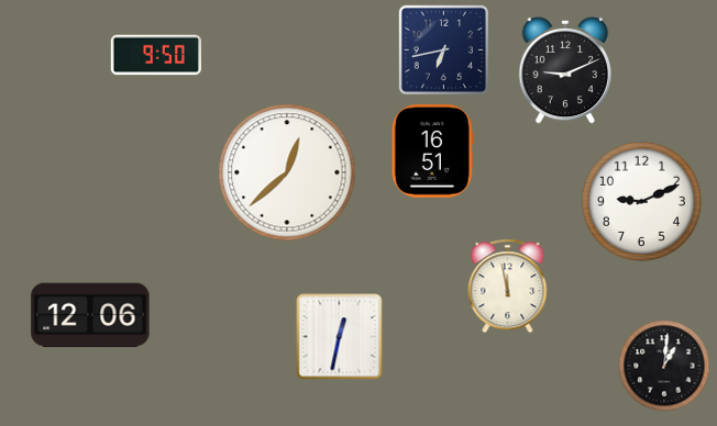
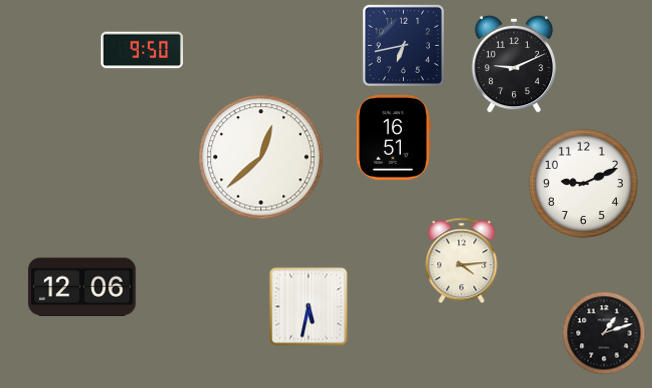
clock at (508, 287): 11:58 -> 4:14
clock at (340, 337): 12:32 -> 5:32
clock at (664, 366): 1:01 -> 1:12
